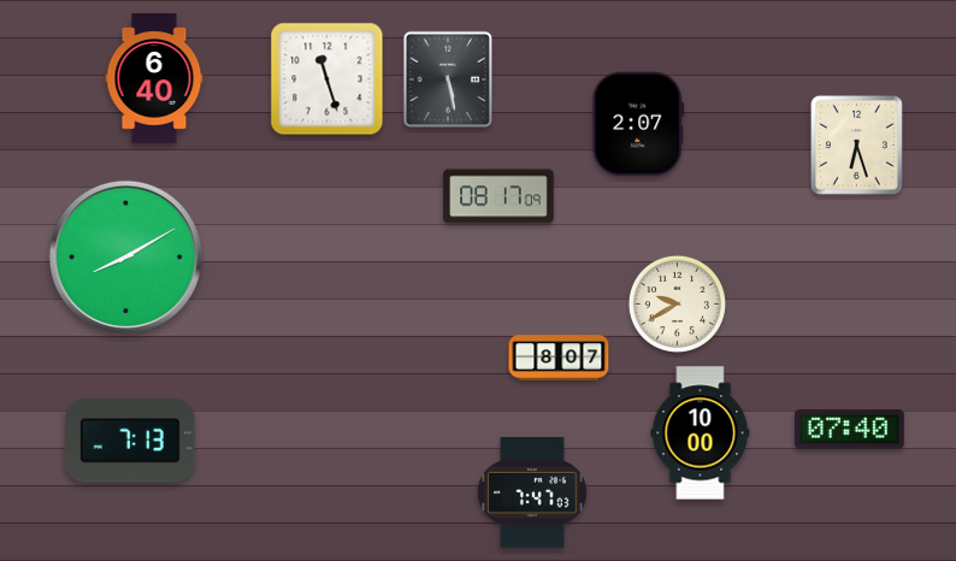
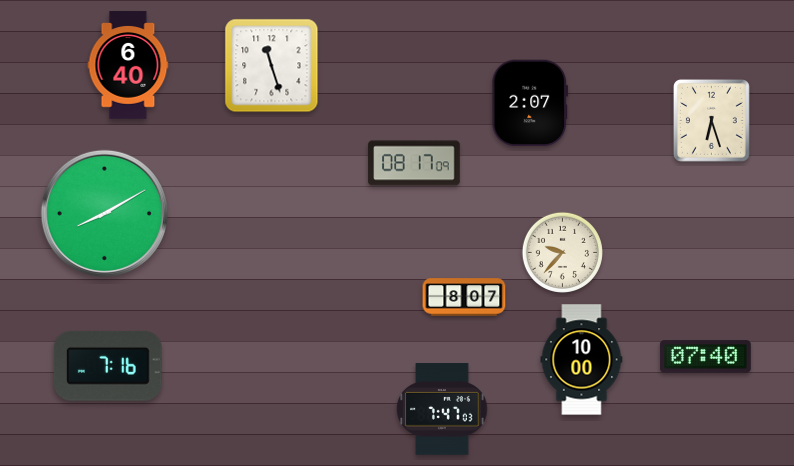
clock at (448, 79): 5:28 -> none
clock at (677, 303): 9:40 -> 9:37
clock at (130, 441): 7:13 -> 7:16
